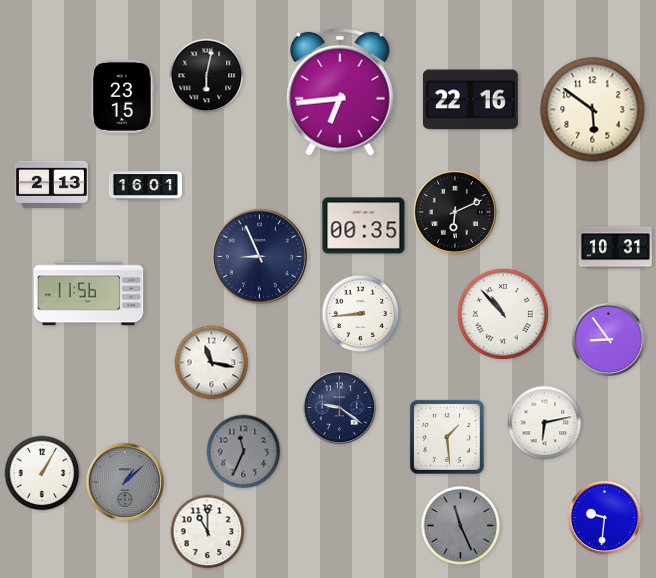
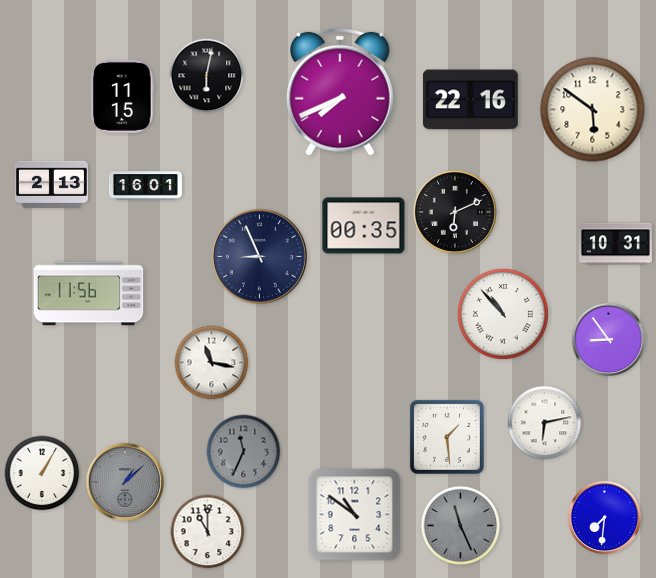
clock at (341, 92): 6:44 -> 7:41
clock at (123, 96): 23:15 -> 11:15
clock at (615, 248) position: (615, 248) -> (615, 244)
clock at (361, 314): 8:44 -> none
clock at (339, 407): 9:21 -> none
clock at (355, 515): none -> 10:51
clock at (604, 517): 9:31 -> 7:31
